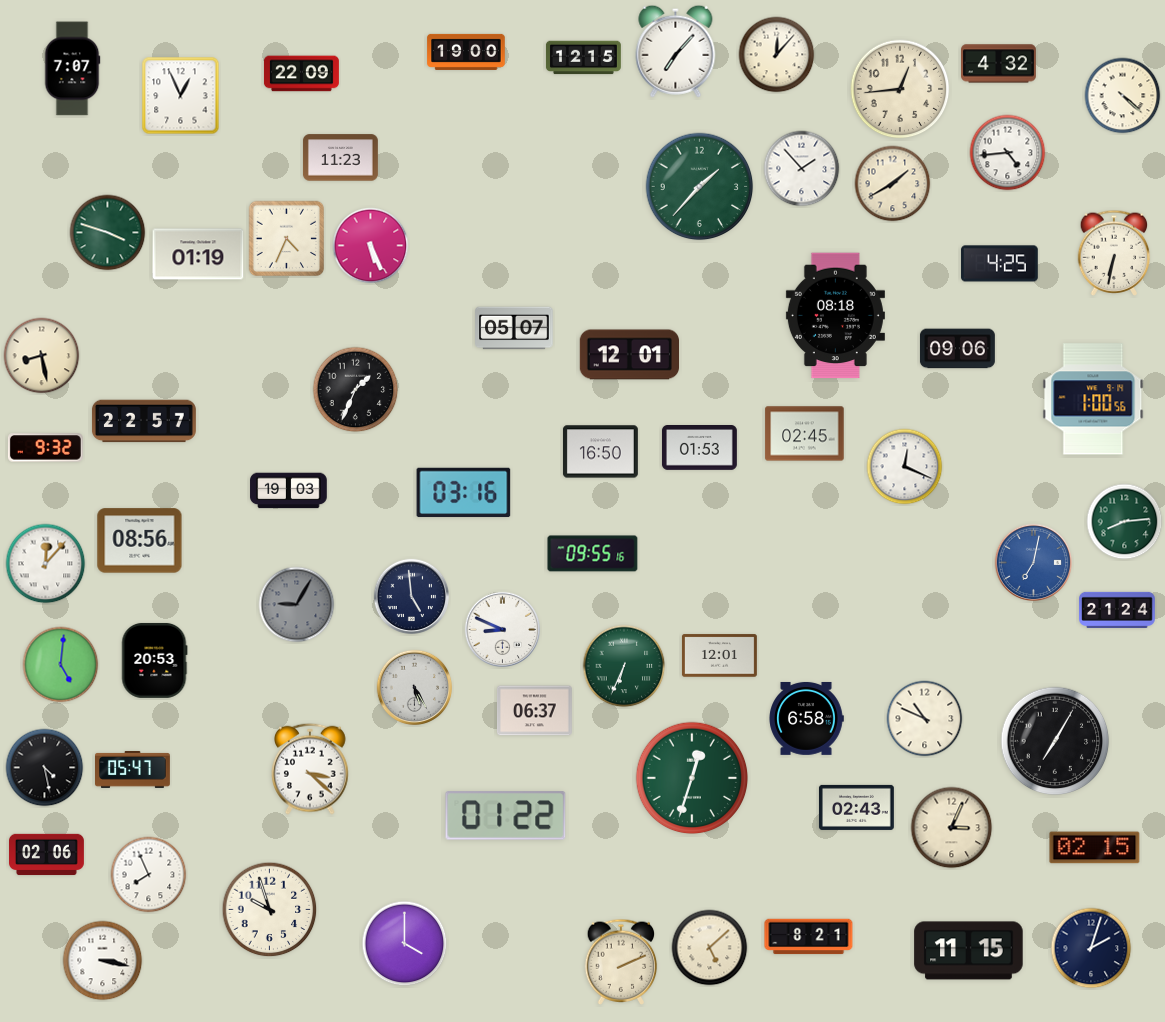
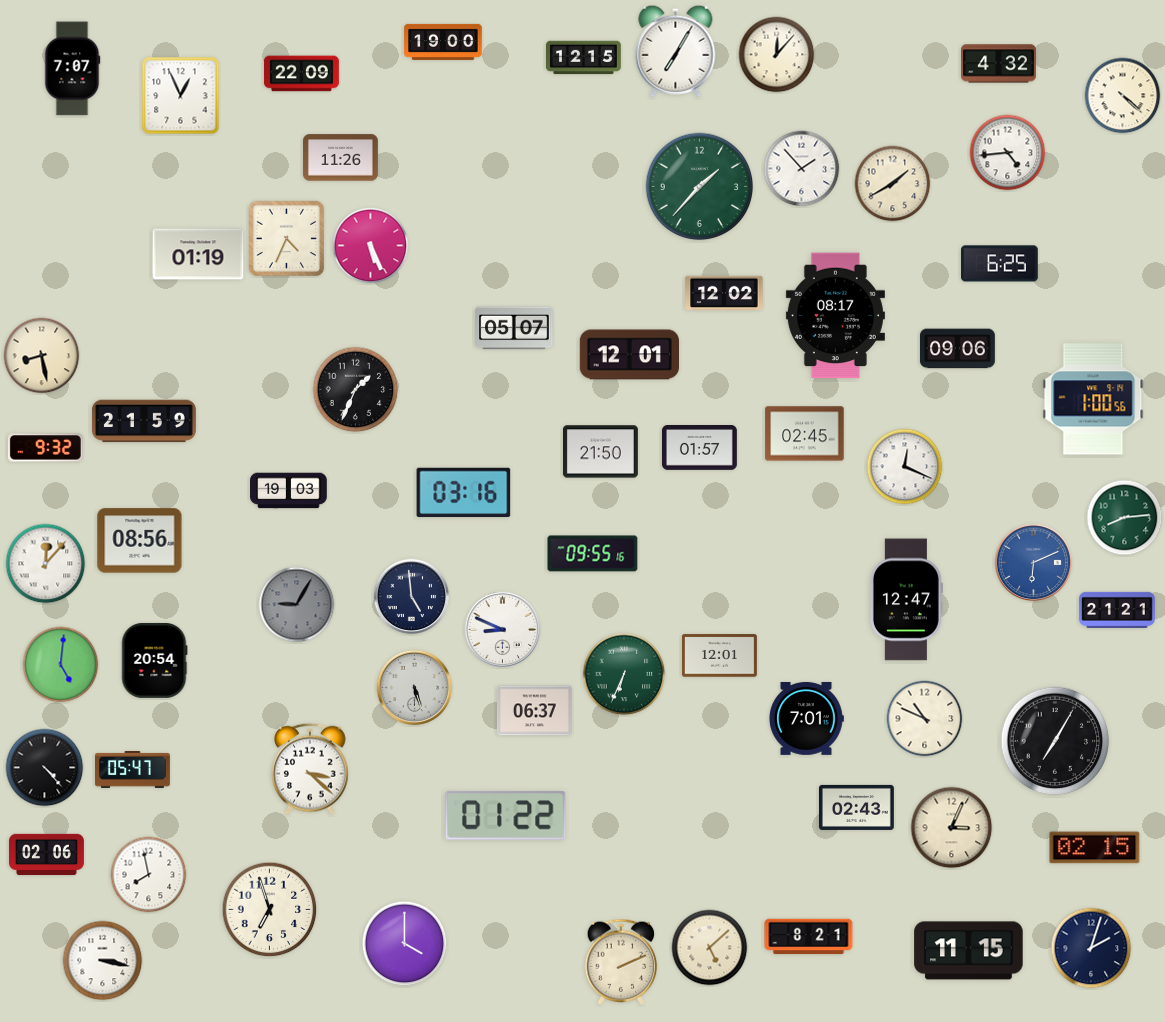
clock at (676, 51): 7:07 -> 7:05
clock at (466, 52) position: (466, 52) -> (443, 42)
clock at (900, 89): 12:44 -> none
clock at (340, 158): 11:23 -> 11:26
clock at (108, 233): 3:48 -> none
clock at (1114, 253): 6:32 -> none
clock at (1000, 264): 4:25 -> 6:25
clock at (724, 293): none -> 12:02
clock at (835, 316): 08:18 -> 08:17
clock at (144, 421): 22:57 -> 21:59
clock at (699, 448): 01:53 -> 01:57
clock at (600, 452): 16:50 -> 21:50
clock at (1125, 522) position: (1125, 522) -> (1125, 518)
clock at (1034, 563): 7:02 -> 6:11
clock at (906, 600): none -> 12:47
clock at (1117, 610): 21:24 -> 21:21
clock at (155, 660): 20:53 -> 20:54
clock at (624, 666) position: (624, 666) -> (624, 674)
clock at (415, 688): 5:25 -> 5:27
clock at (806, 718): 6:58 -> 7:01
clock at (45, 768): 4:28 -> 4:23
clock at (692, 778): 12:33 -> none
clock at (149, 875): 7:56 -> 7:58
clock at (270, 910): 9:57 -> 6:57
